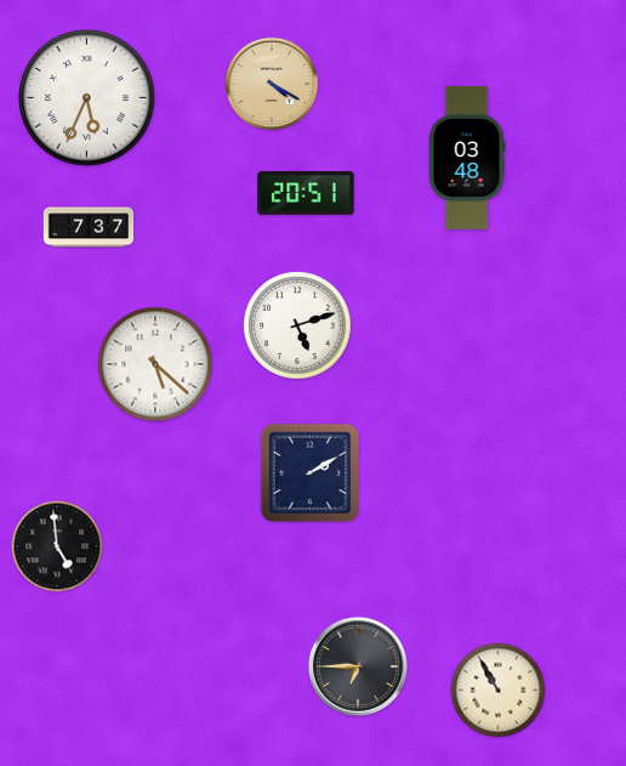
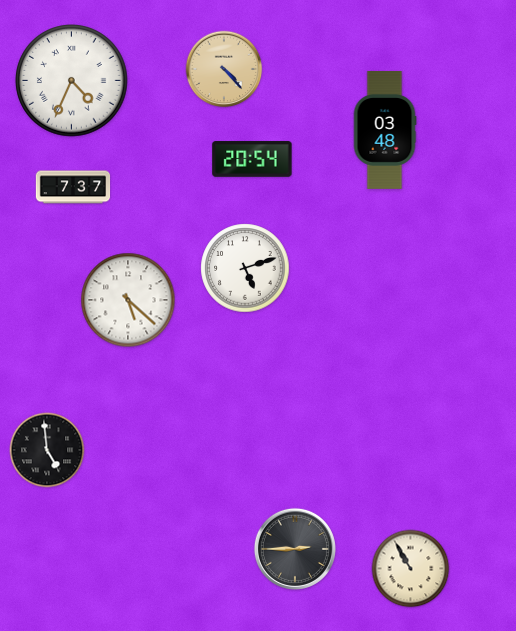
clock at (272, 84): 4:20 -> 4:23
clock at (87, 98): 5:34 -> 4:34
clock at (306, 193): 20:51 -> 20:54
clock at (311, 473): 2:10 -> none
clock at (358, 666): 6:45 -> 2:45
